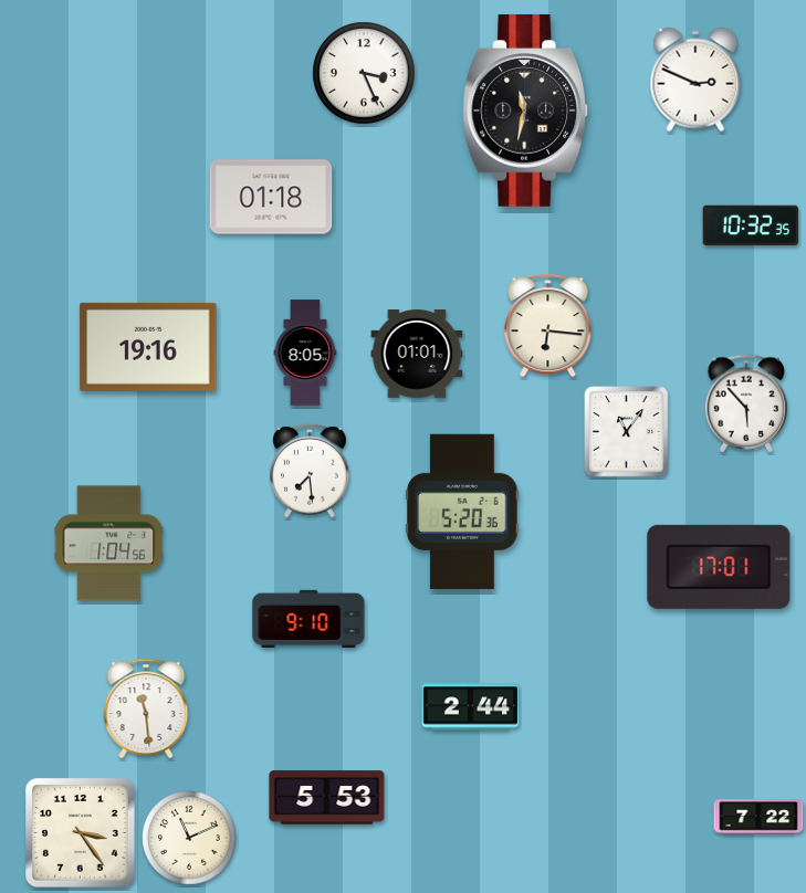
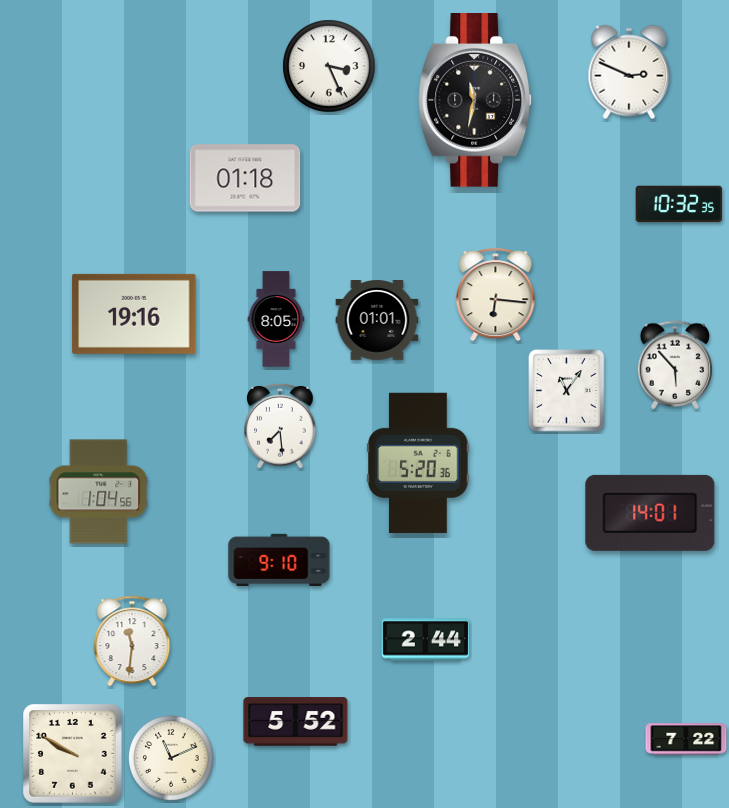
clock at (719, 567): 17:01 -> 14:01
clock at (146, 708): 11:29 -> 11:31
clock at (327, 798): 5:53 -> 5:52
clock at (81, 833): 3:24 -> 9:50
